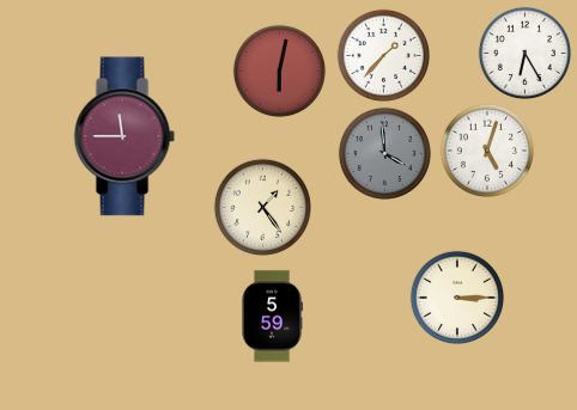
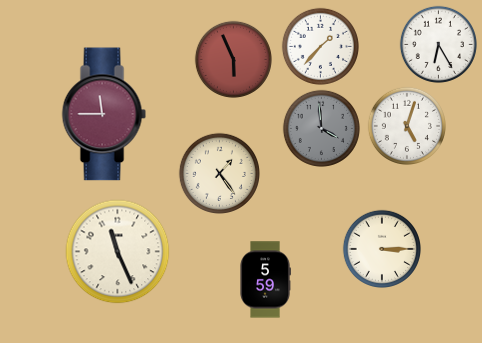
clock at (279, 71): 6:02 -> 5:56
clock at (118, 252): none -> 11:26
clock at (272, 317) position: (272, 317) -> (265, 280)
